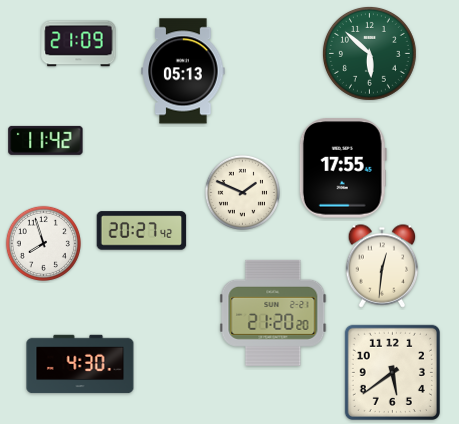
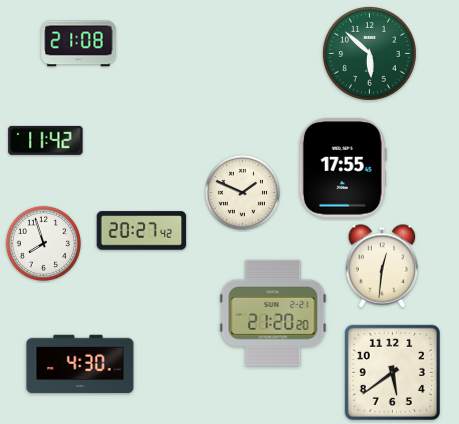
clock at (79, 44): 21:09 -> 21:08
clock at (183, 71): 05:13 -> none
